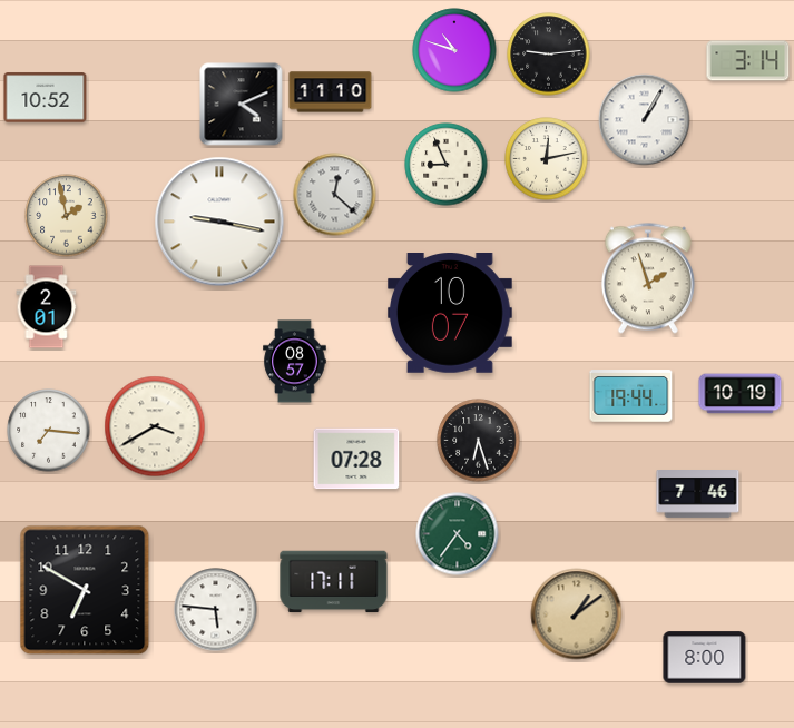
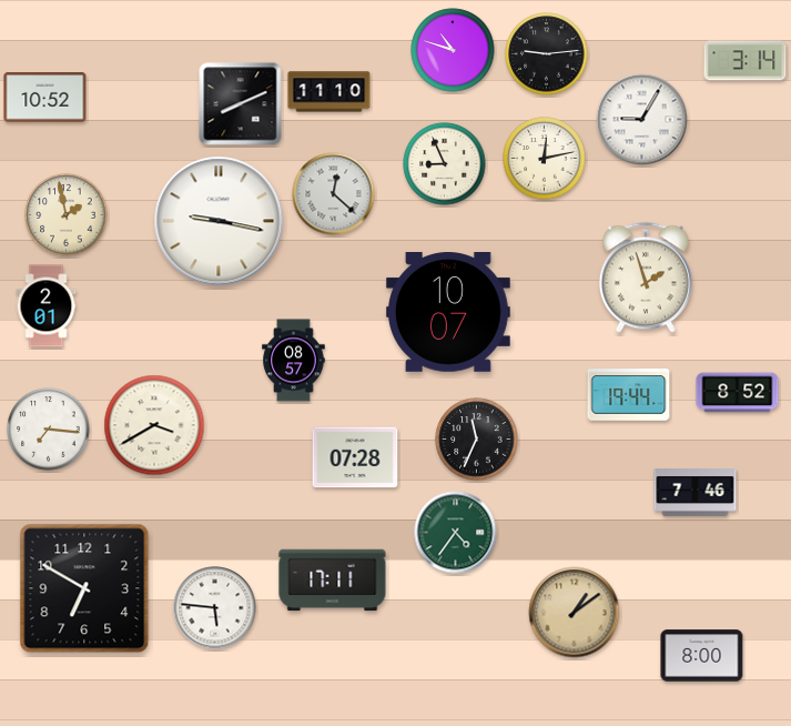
clock at (242, 105): 4:11 -> 8:11
clock at (645, 120): 1:05 -> 9:05
clock at (741, 394): 10:19 -> 8:52
clock at (479, 441): 6:27 -> 11:34
